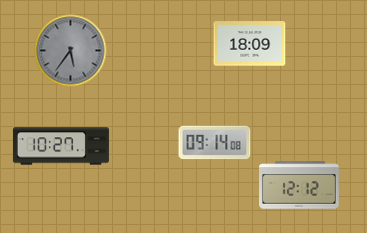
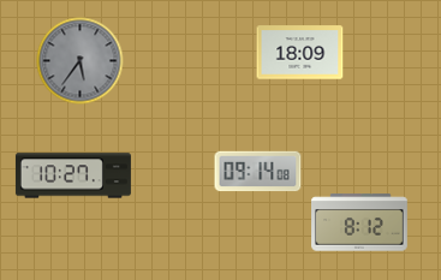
clock at (71, 51) position: (71, 51) -> (81, 61)
clock at (299, 185): 12:12 -> 8:12
